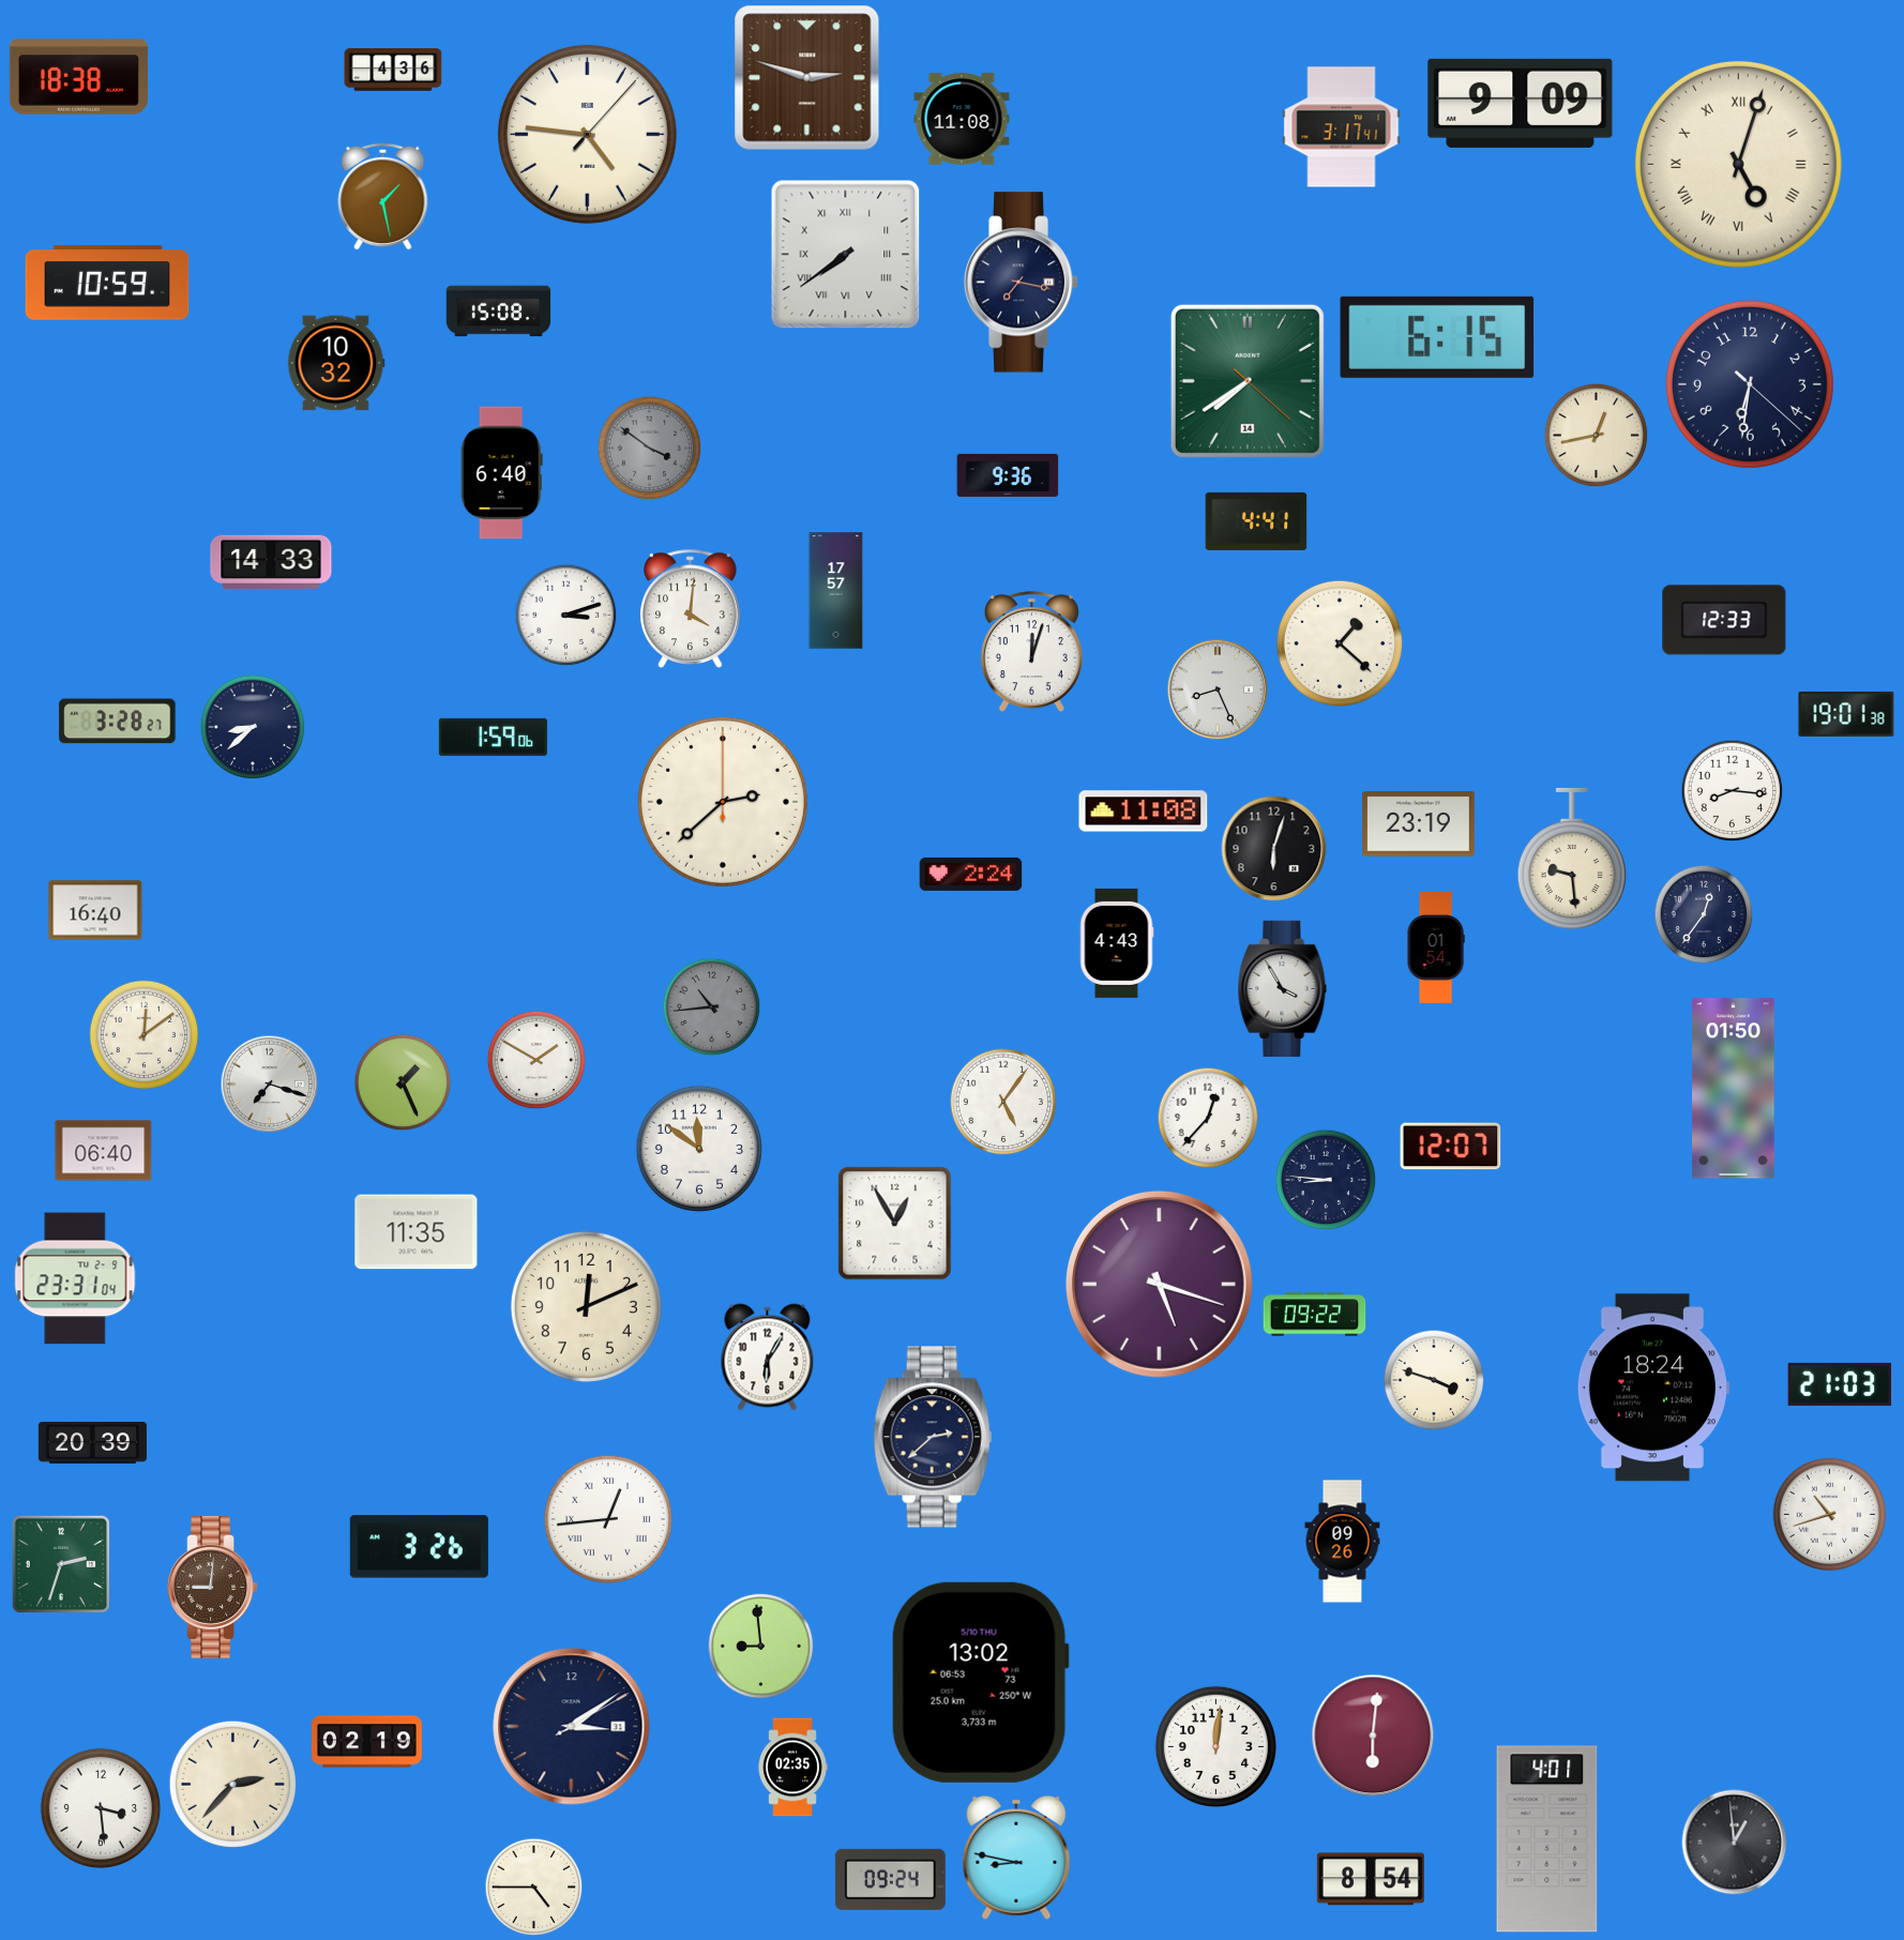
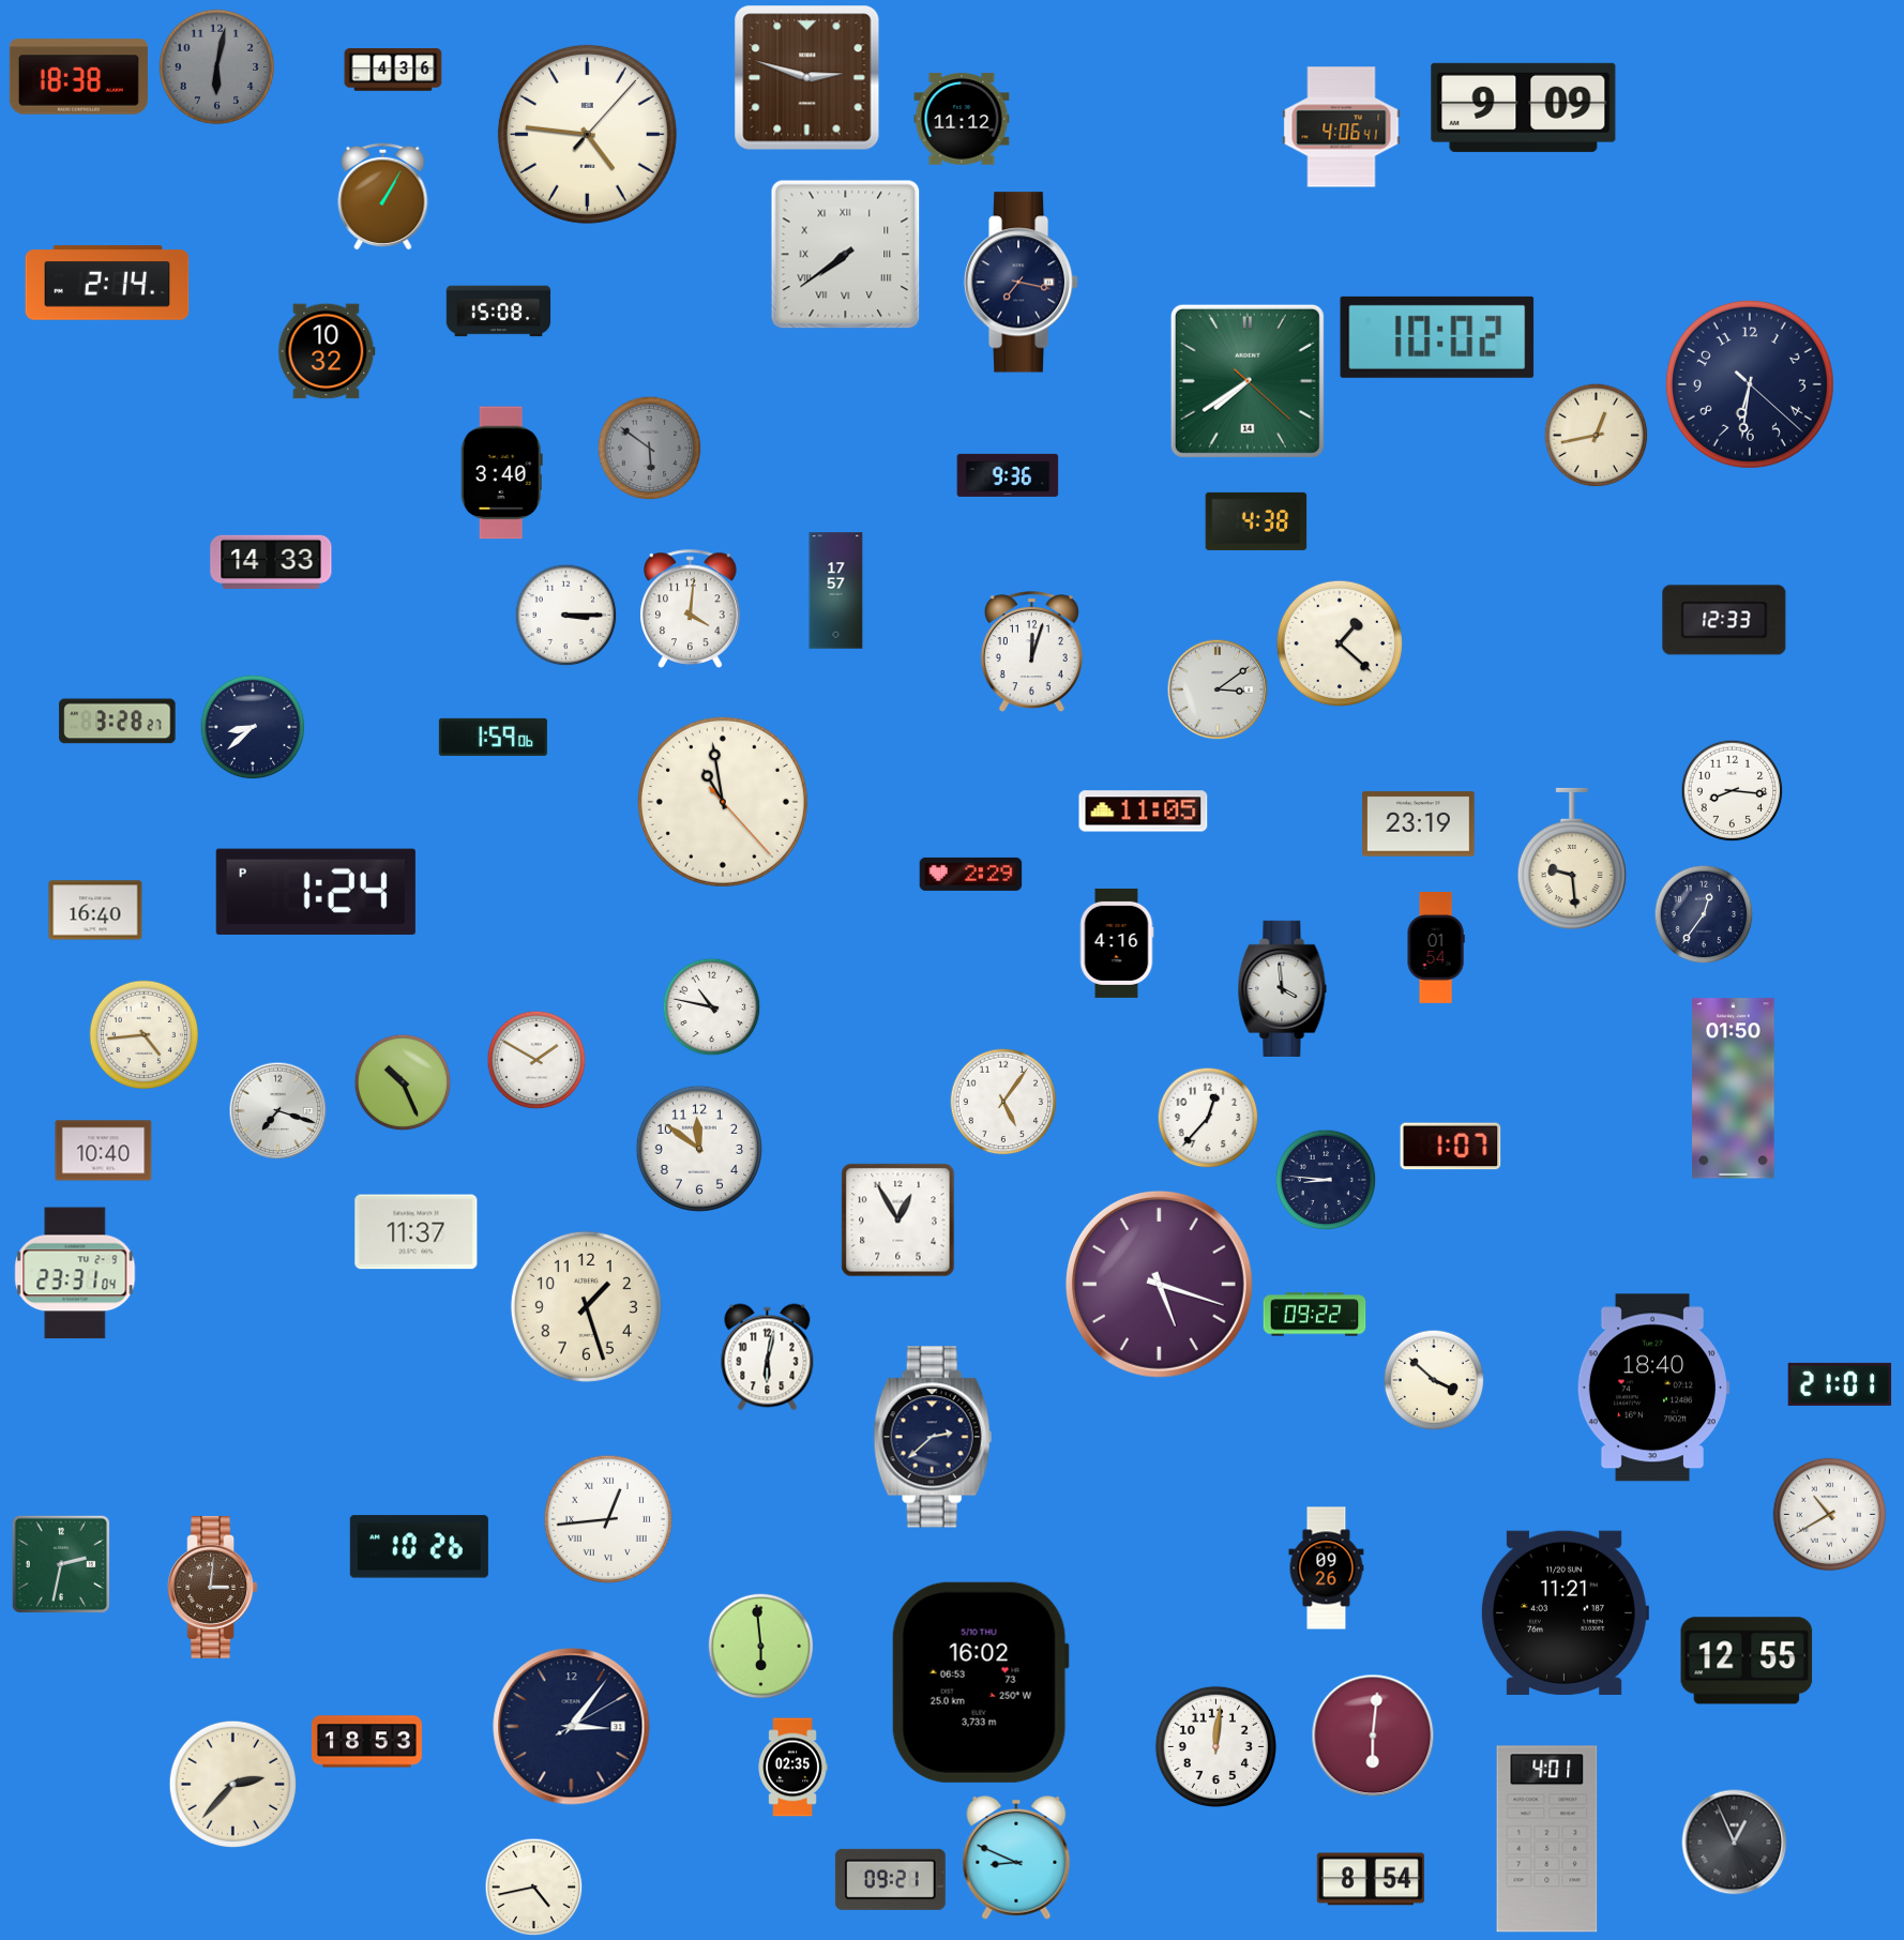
clock at (217, 67): none -> 6:02
clock at (1521, 103) position: (1521, 103) -> (1524, 107)
clock at (962, 119): 11:08 -> 11:12
clock at (1342, 127): 3:17 -> 4:06
clock at (1738, 164): 5:03 -> none
clock at (383, 196): 1:28 -> 1:05
clock at (107, 283): 10:59 -> 2:14
clock at (1437, 337): 6:15 -> 10:02
clock at (336, 363) position: (336, 363) -> (327, 351)
clock at (650, 449): 3:51 -> 5:51
clock at (501, 473): 6:40 -> 3:40
clock at (1256, 521): 4:41 -> 4:38
clock at (566, 616): 3:12 -> 3:15
clock at (1218, 689): 8:26 -> 3:09
clock at (1846, 714): 19:01 -> none
clock at (723, 802): 2:38 -> 10:58
clock at (1144, 812): 11:08 -> 11:05
clock at (1274, 849): 6:03 -> none
clock at (971, 874): 2:24 -> 2:29
clock at (316, 892): none -> 1:24
clock at (1117, 943): 4:43 -> 4:16
clock at (1283, 988): 3:55 -> 3:59
clock at (712, 1007): 10:44 -> 10:47
clock at (712, 1007) dial: grey -> white
clock at (145, 1035): 12:09 -> 4:44
clock at (403, 1082): 1:26 -> 10:26
clock at (270, 1085) position: (270, 1085) -> (278, 1111)
clock at (1451, 1147): 12:07 -> 1:07
clock at (104, 1151): 06:40 -> 10:40
clock at (895, 1224) position: (895, 1224) -> (898, 1221)
clock at (417, 1232): 11:35 -> 11:37
clock at (75, 1278) position: (75, 1278) -> (75, 1273)
clock at (586, 1306): 12:11 -> 1:27
clock at (768, 1358): 6:05 -> 6:02
clock at (1434, 1380): 3:48 -> 3:52
clock at (1840, 1384): 21:03 -> 21:01
clock at (1653, 1388): 18:24 -> 18:40
clock at (92, 1442): 20:39 -> none
clock at (1830, 1515): 10:42 -> 10:40
clock at (1343, 1542) position: (1343, 1542) -> (1327, 1568)
clock at (419, 1547): 3:26 -> 10:26
clock at (61, 1564): 2:33 -> 2:32
clock at (212, 1587): 9:01 -> 3:01
clock at (1565, 1612): none -> 11:21
clock at (761, 1647): 8:59 -> 5:59
clock at (1747, 1661): none -> 12:55
clock at (980, 1682): 13:02 -> 16:02
clock at (572, 1727): 3:09 -> 3:06
clock at (366, 1742): 02:19 -> 18:53
clock at (100, 1807): 3:29 -> none
clock at (1735, 1843): 12:59 -> 12:56
clock at (1016, 1858): 8:47 -> 8:49
clock at (890, 1879): 09:24 -> 09:21
clock at (534, 1888): 4:45 -> 4:43
